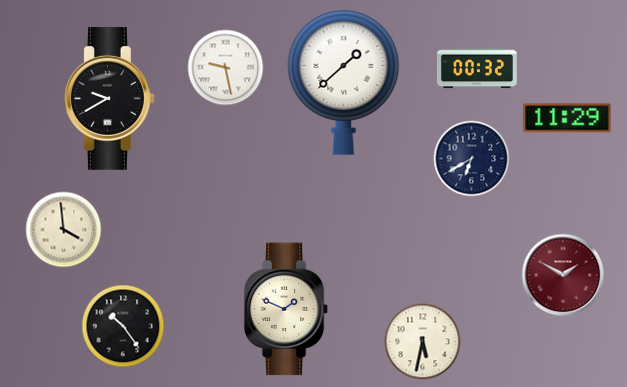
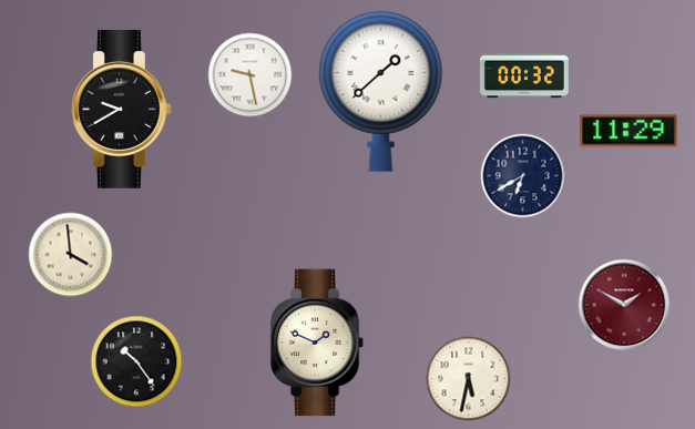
clock at (478, 68) position: (478, 68) -> (525, 75)
